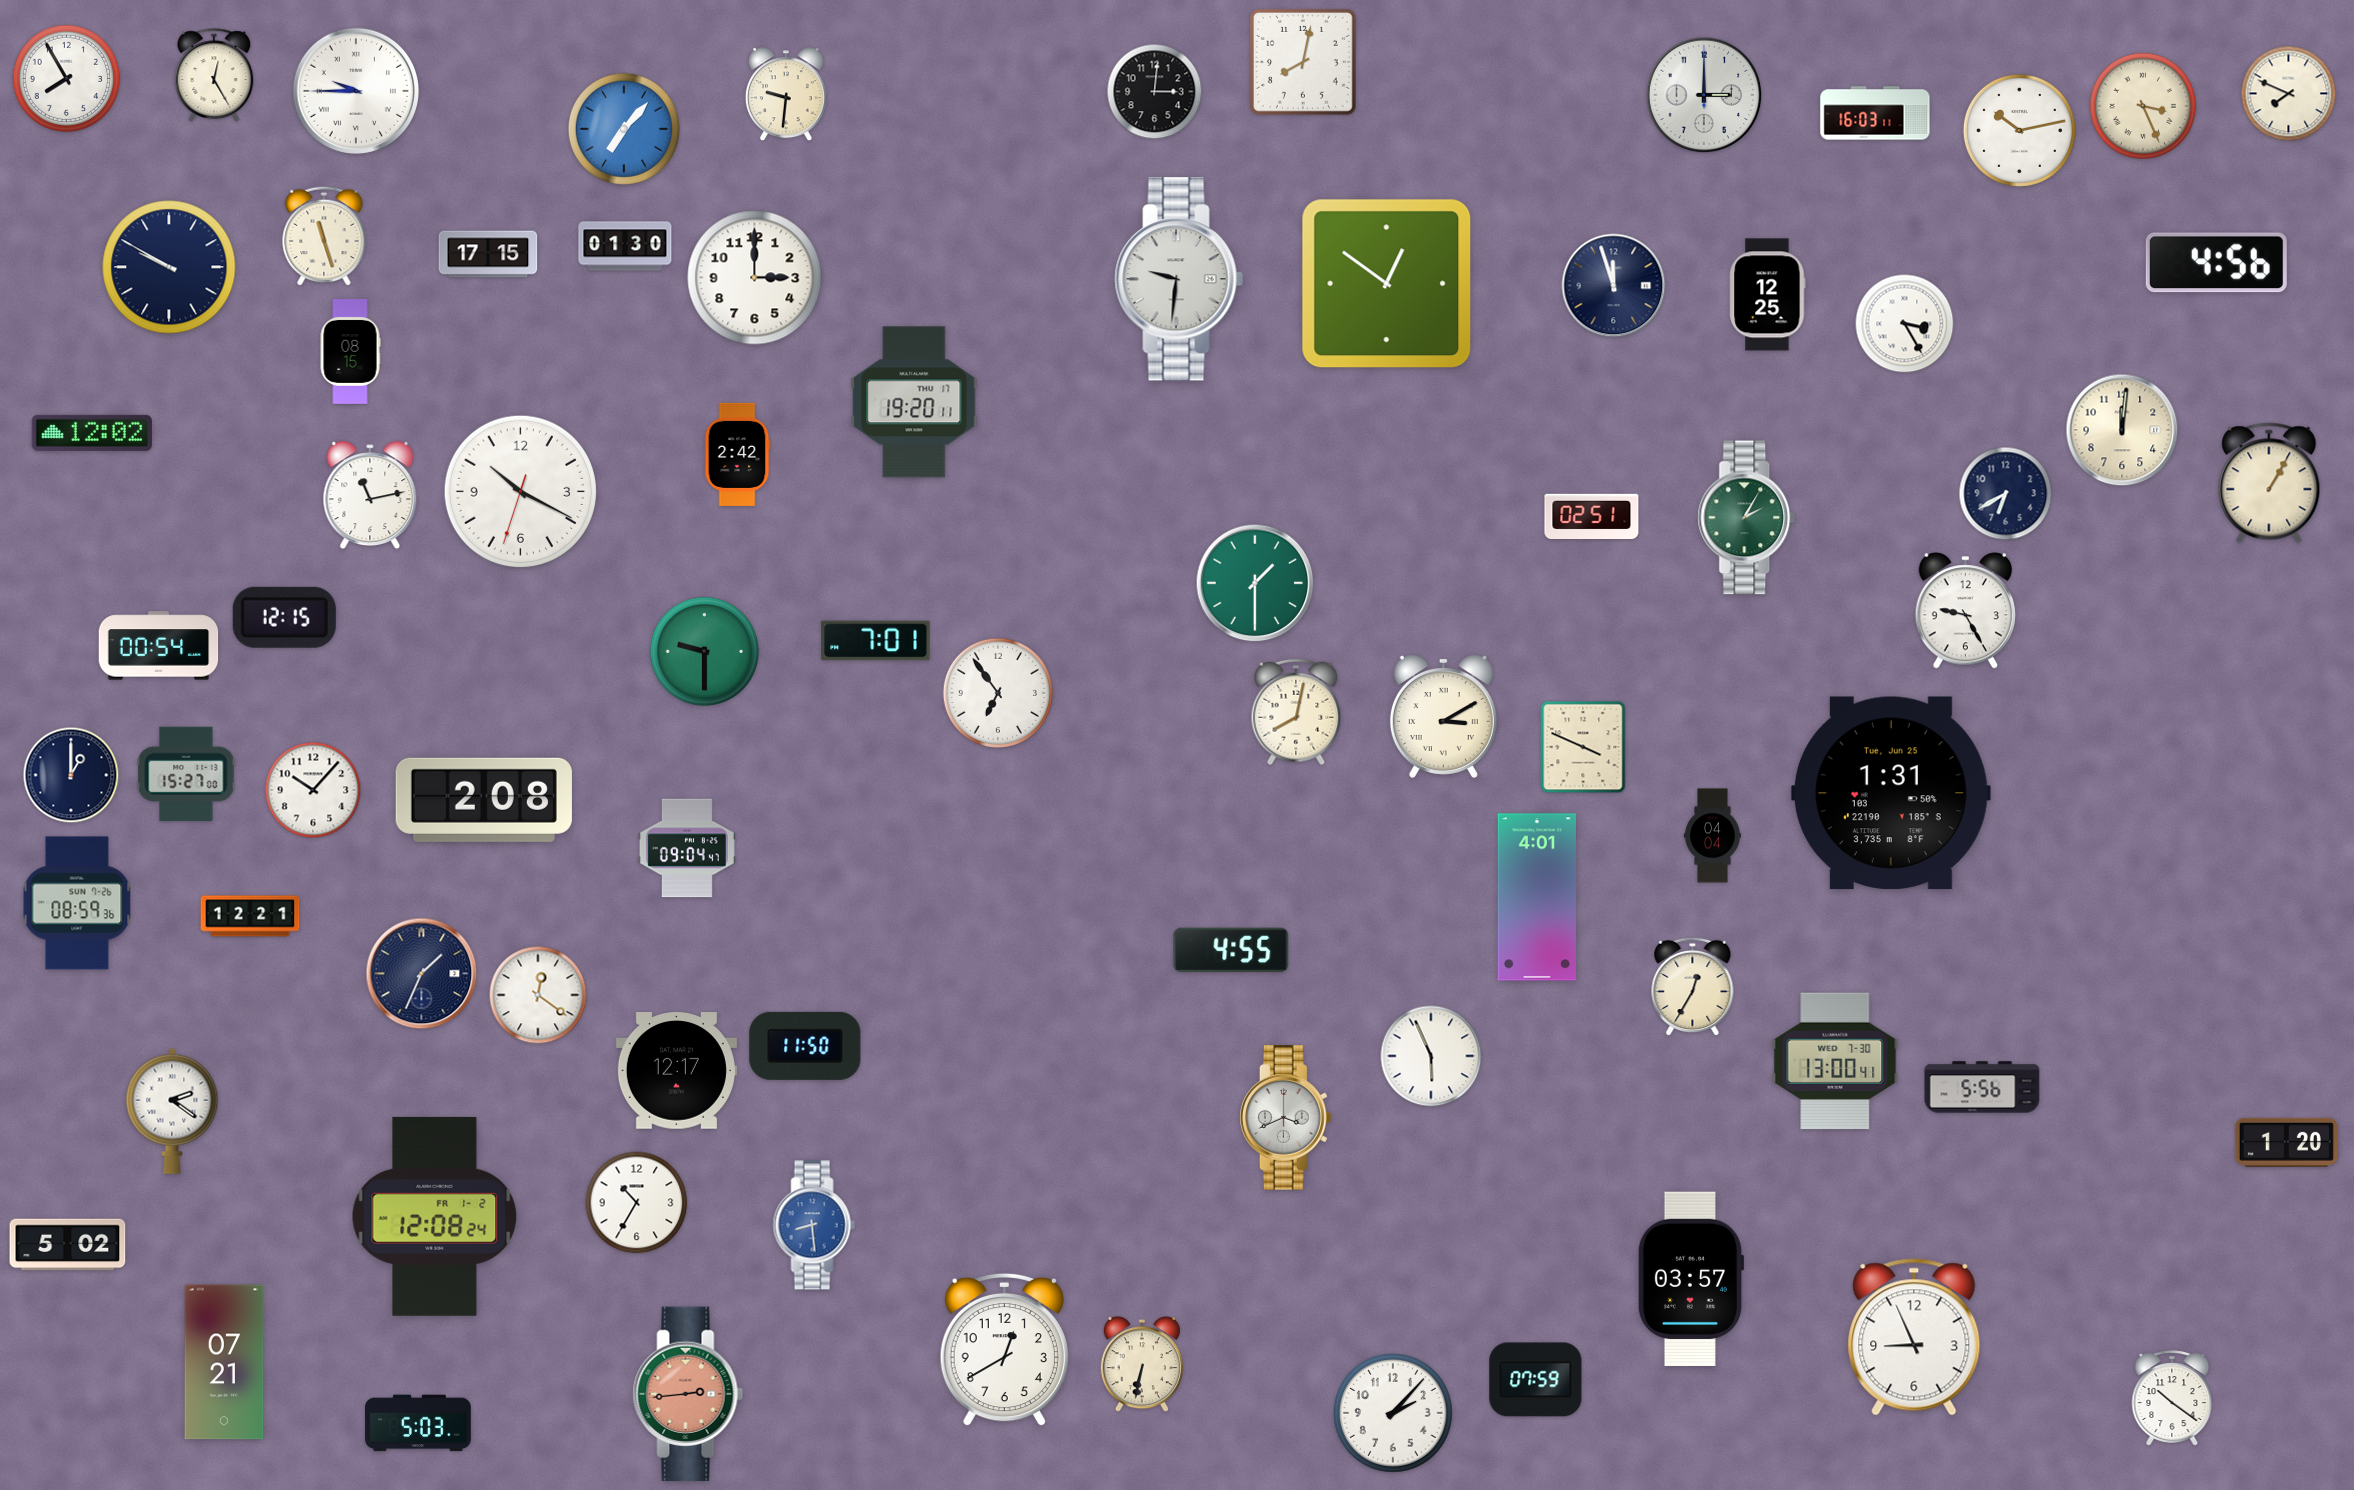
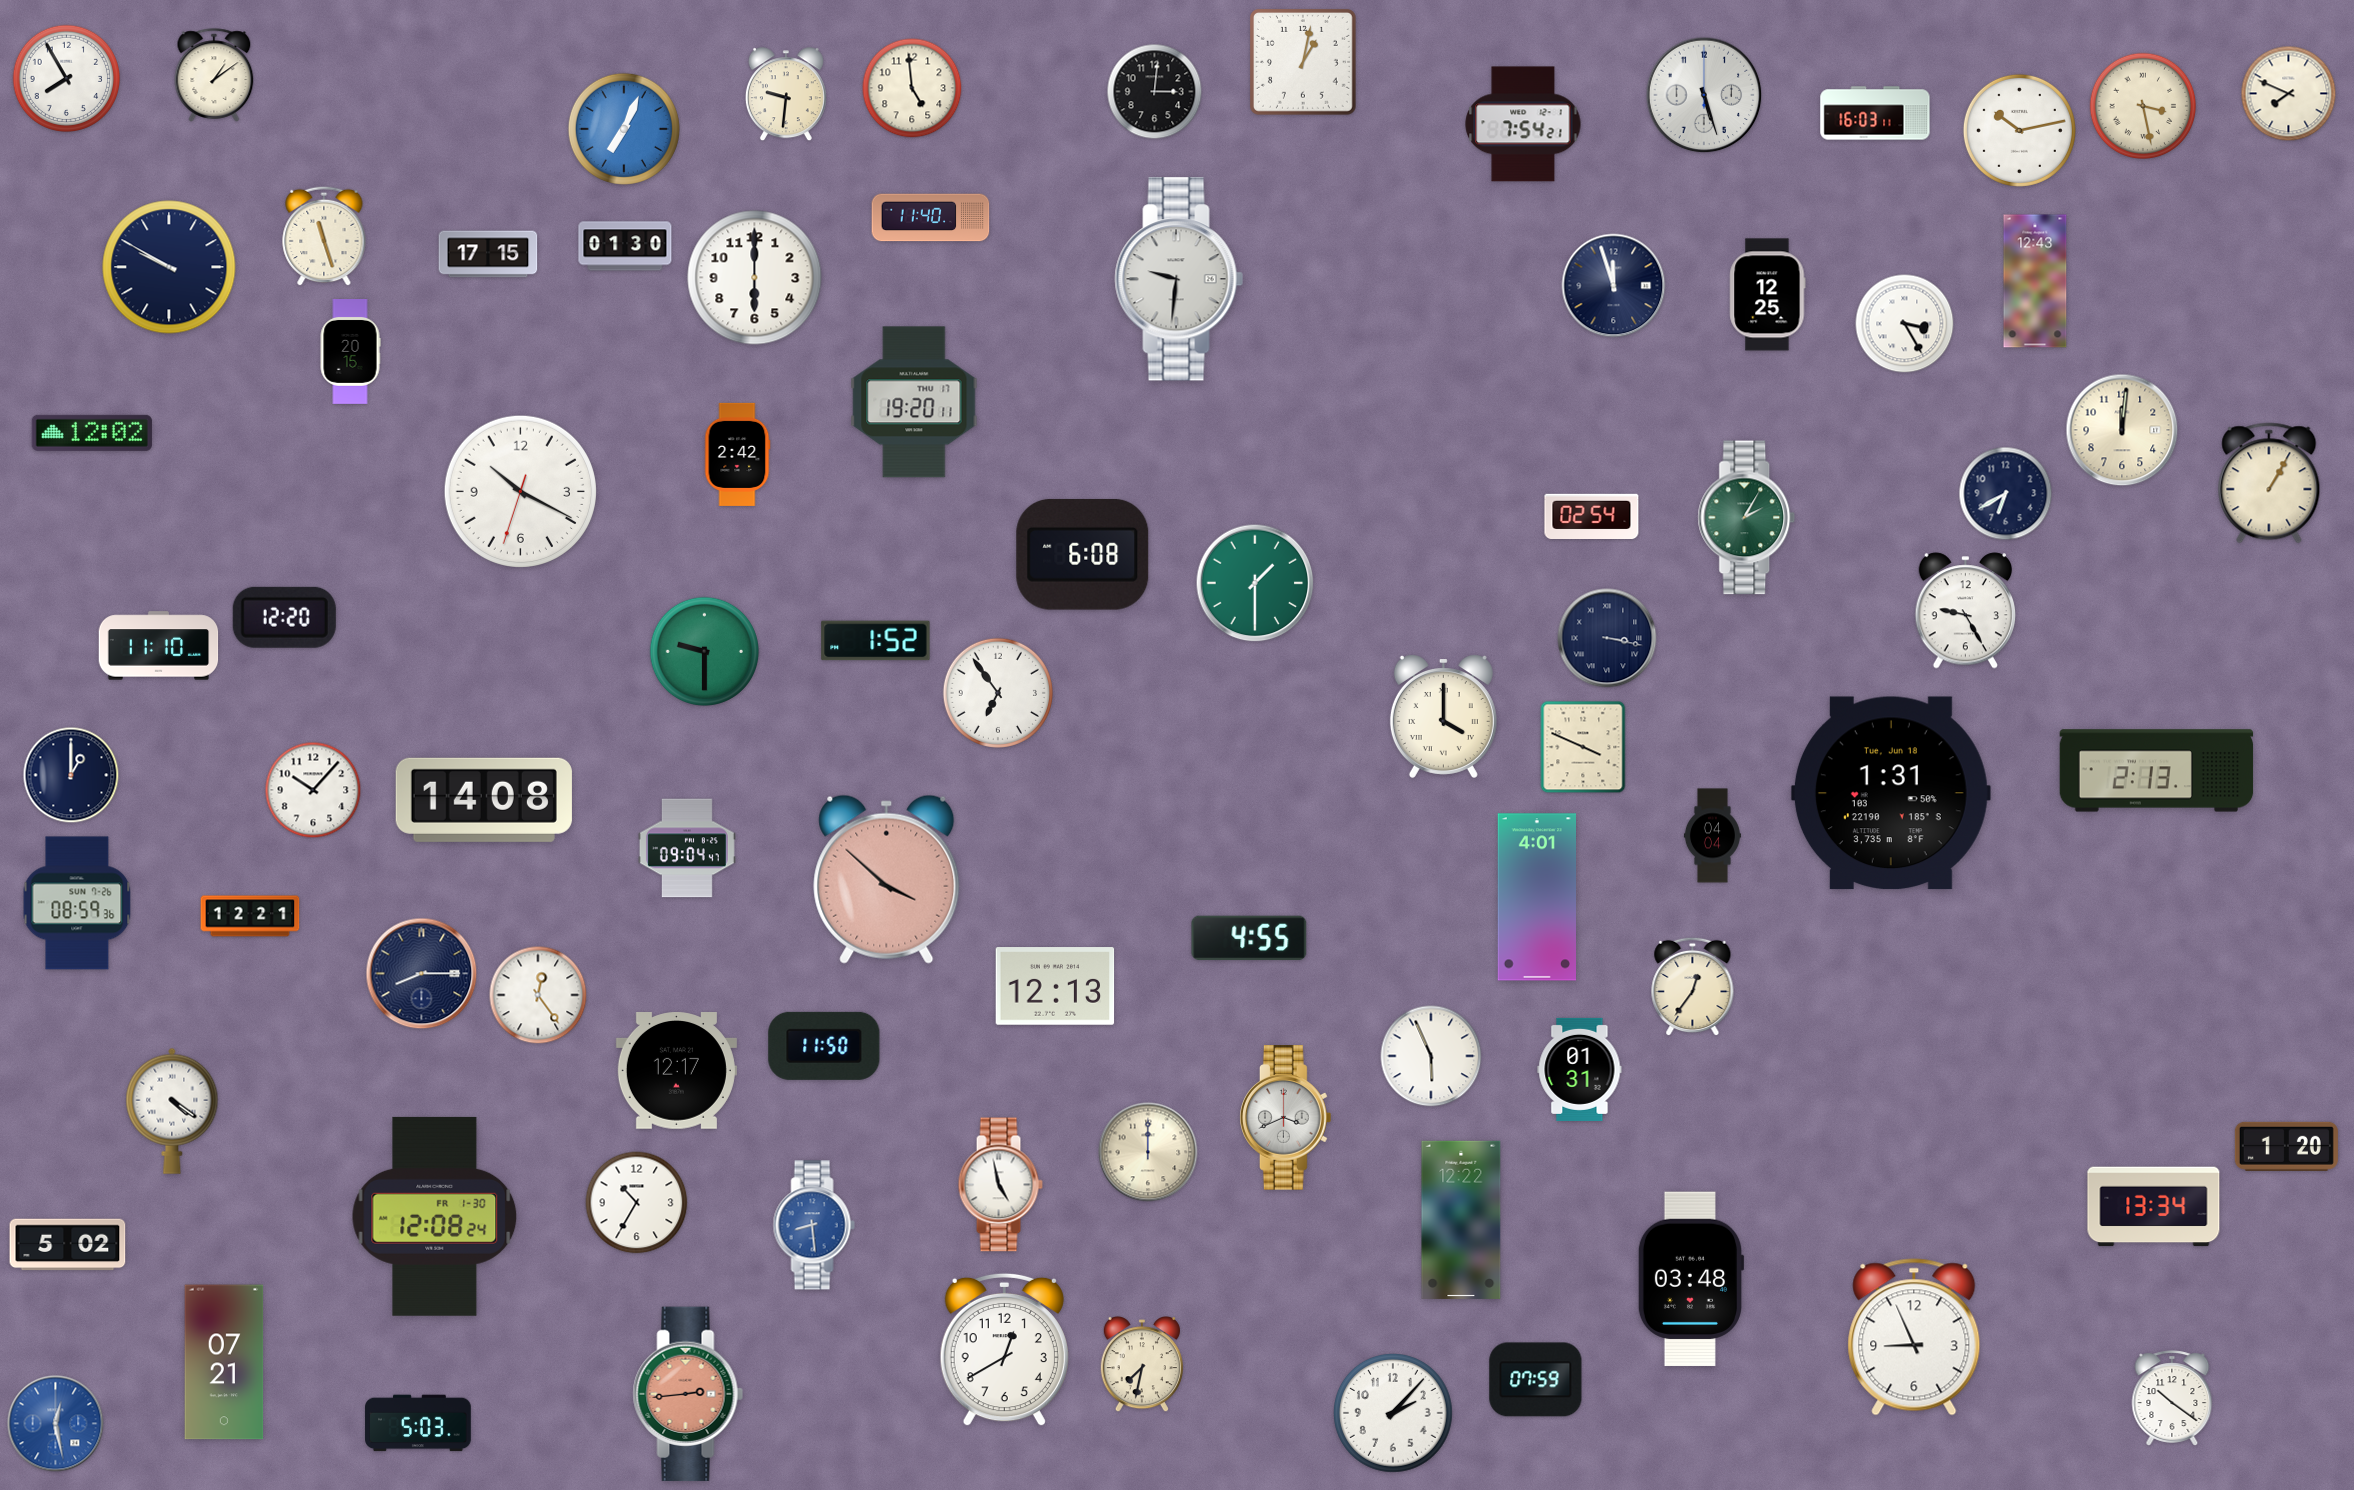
clock at (1303, 62): 8:02 -> 1:02
clock at (214, 75): 12:25 -> 1:09
clock at (912, 88): none -> 4:59
clock at (355, 90): 9:45 -> none
clock at (1704, 95): 3:00 -> 5:27
clock at (2143, 106): 3:26 -> 3:28
clock at (1523, 124): none -> 7:54
clock at (624, 129): 7:07 -> 7:04
clock at (931, 218): none -> 11:40
clock at (2216, 263): 4:56 -> none
clock at (755, 278): 3:00 -> 6:00
clock at (2035, 281): none -> 12:43
clock at (1387, 284): 12:51 -> none
clock at (350, 352): 08:15 -> 20:15
clock at (370, 495): 11:13 -> none
clock at (1592, 517): 02:51 -> 02:54
clock at (1083, 554): none -> 6:08
clock at (284, 617): 12:15 -> 12:20
clock at (1607, 638): none -> 3:17
clock at (876, 641): 7:01 -> 1:52
clock at (159, 646): 00:54 -> 11:10
clock at (1296, 712): 8:02 -> none
clock at (1443, 717): 3:10 -> 4:00
clock at (2157, 771): none -> 2:13
clock at (186, 773): 15:27 -> none
clock at (1891, 793) date: Tue, Jun 25 -> Tue, Jun 18
clock at (484, 800): 2:08 -> 14:08
clock at (887, 879): none -> 3:52
clock at (1231, 950) position: (1231, 950) -> (1249, 938)
clock at (422, 974): 1:34 -> 8:15
clock at (1055, 986): none -> 12:13
clock at (1693, 987): 12:35 -> 12:36
clock at (538, 995): 12:21 -> 12:24
clock at (805, 1046) position: (805, 1046) -> (824, 1046)
clock at (1835, 1061): 13:00 -> none
clock at (1580, 1069): none -> 01:31
clock at (1982, 1087): 5:56 -> none
clock at (172, 1111): 2:21 -> 4:21
clock at (2286, 1142) position: (2286, 1142) -> (2286, 1146)
clock at (1148, 1152): none -> 12:00
clock at (1000, 1185): none -> 4:58
clock at (2154, 1207): none -> 13:34
clock at (435, 1216) date: FR 1-2 -> FR 1-30
clock at (1461, 1220): none -> 12:22
clock at (1691, 1279): 03:57 -> 03:48
clock at (1142, 1365): 6:32 -> 7:32
clock at (56, 1424): none -> 12:28
